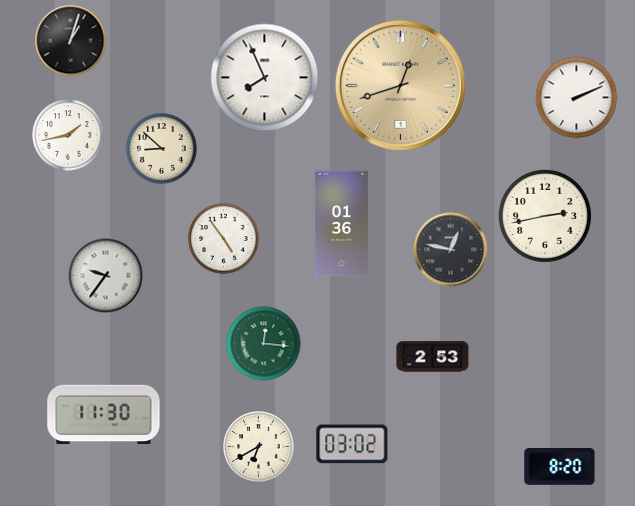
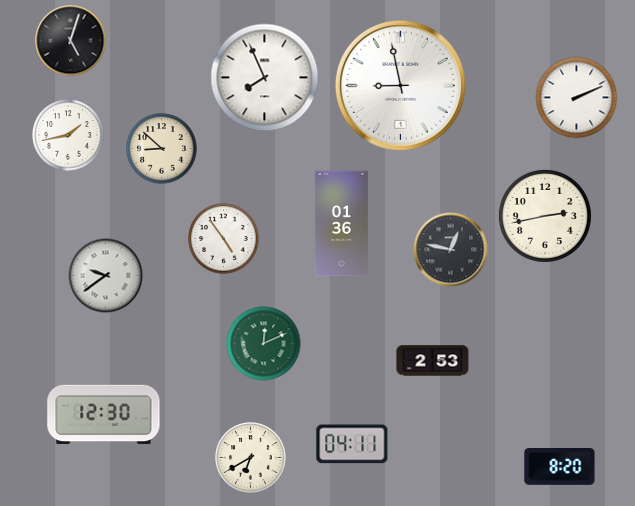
clock at (71, 41): 1:03 -> 5:03
clock at (400, 85): 12:42 -> 8:58
clock at (400, 85) dial: champagne -> white
clock at (106, 276): 9:36 -> 9:39
clock at (264, 344): 12:16 -> 12:11
clock at (433, 357) position: (433, 357) -> (433, 361)
clock at (104, 415): 11:30 -> 12:30
clock at (352, 444): 03:02 -> 04:11
clock at (259, 447) position: (259, 447) -> (251, 458)
